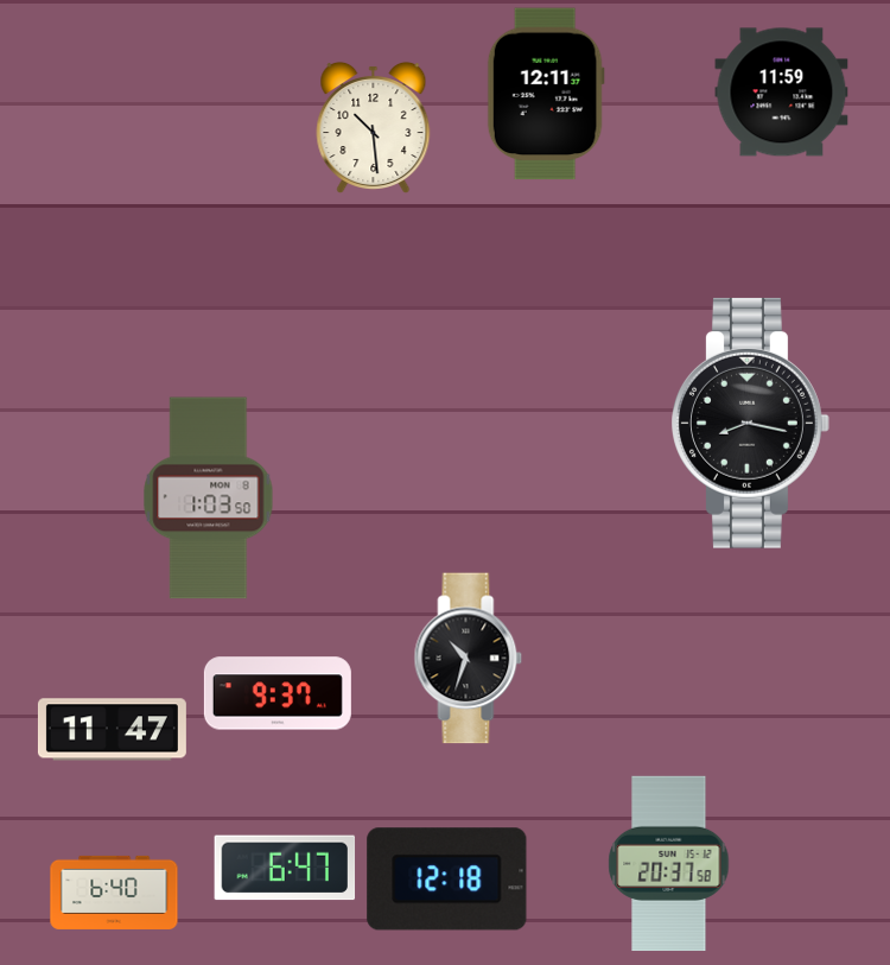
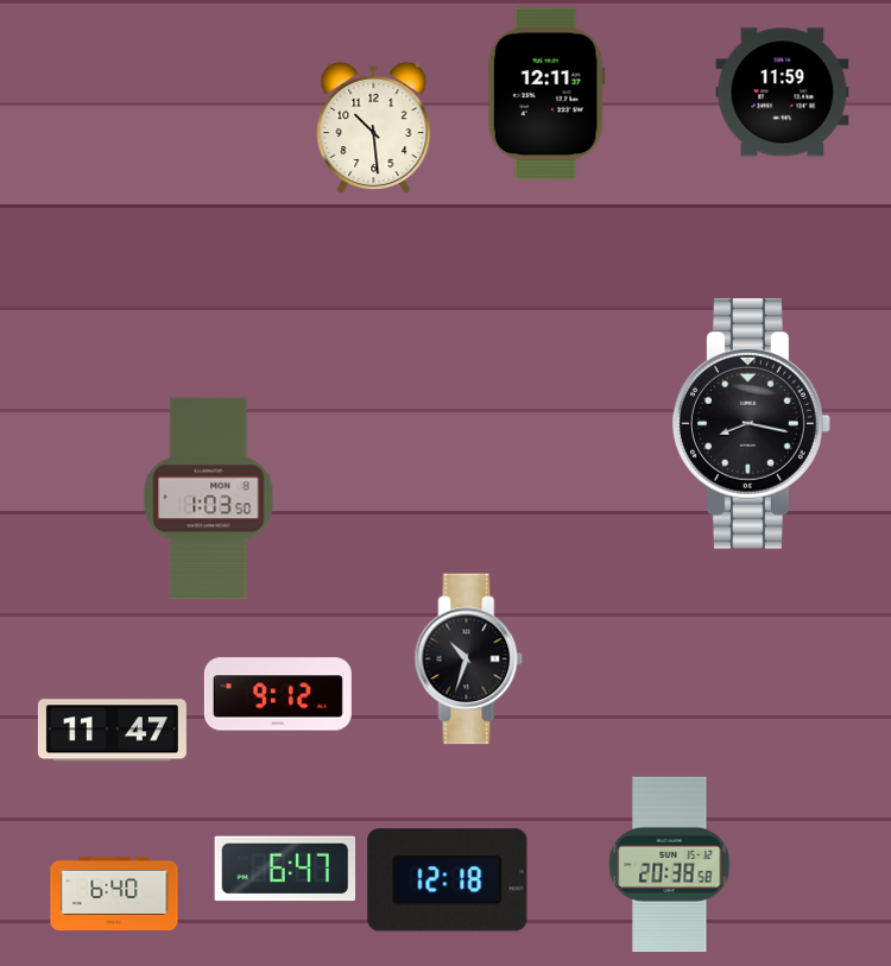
clock at (278, 693): 9:37 -> 9:12
clock at (669, 864): 20:37 -> 20:38
